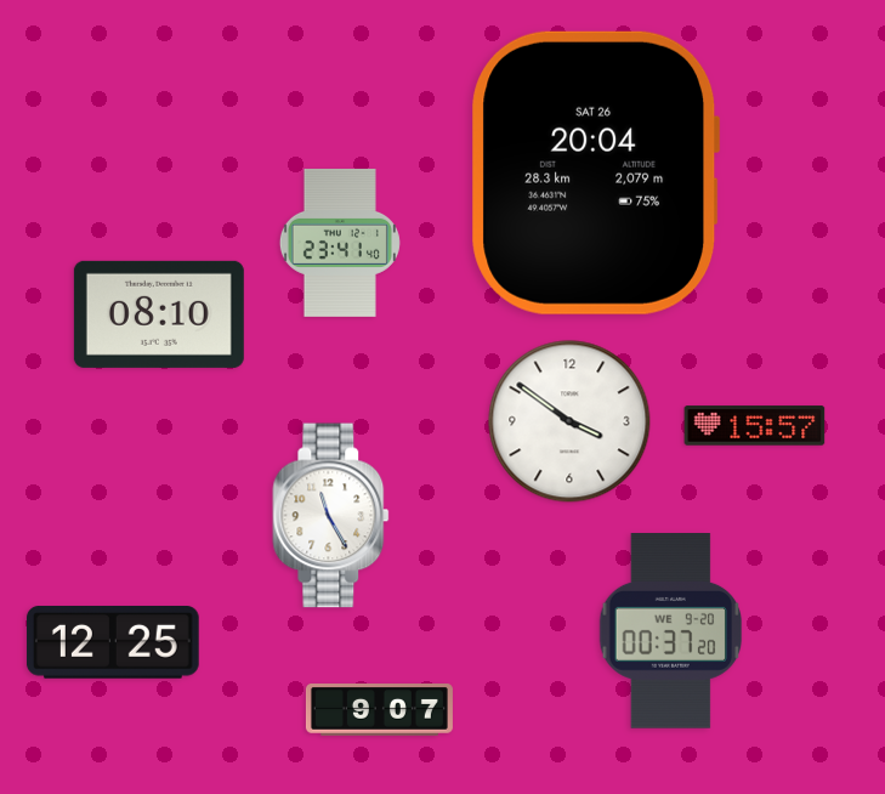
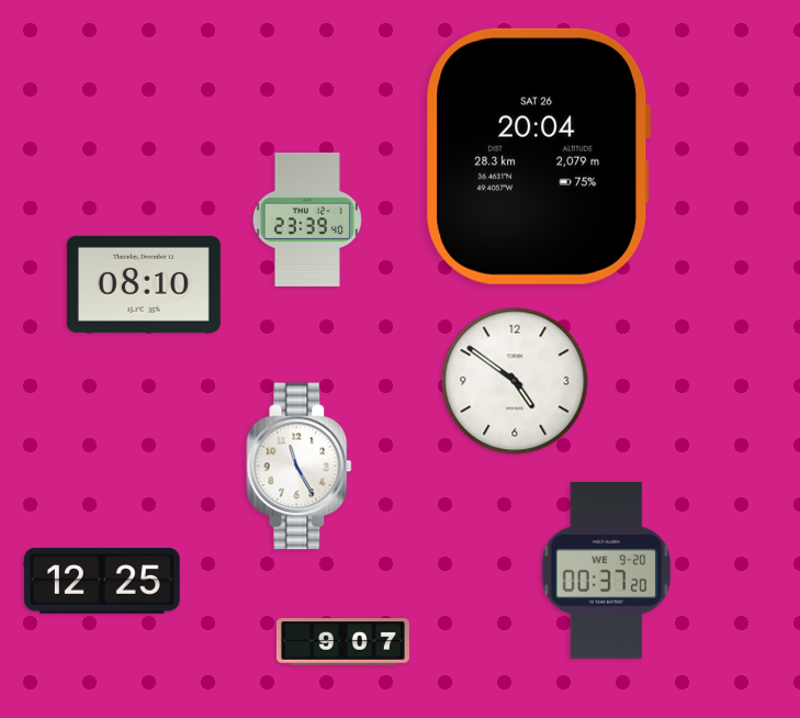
clock at (340, 243): 23:41 -> 23:39
clock at (569, 421): 3:51 -> 4:51
clock at (755, 426): 15:57 -> none
